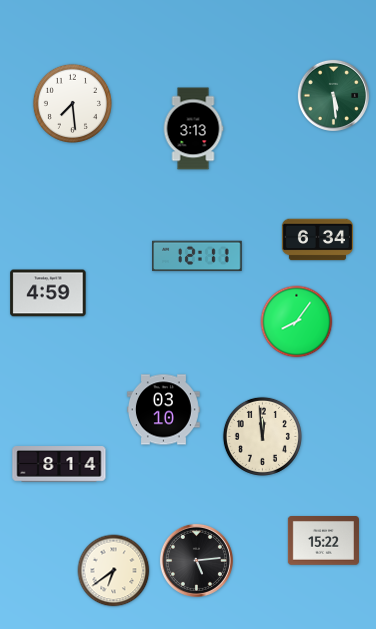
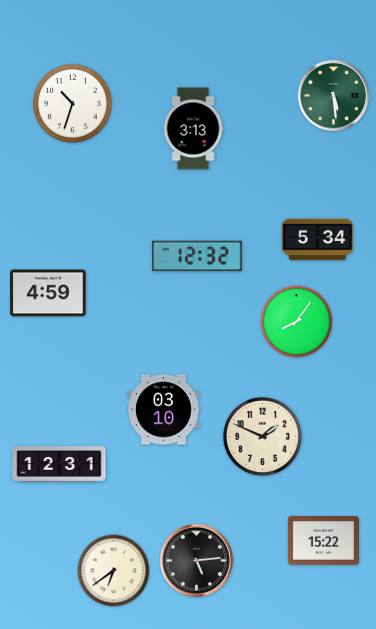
clock at (72, 103): 7:29 -> 10:33
clock at (317, 240): 6:34 -> 5:34
clock at (197, 256): 12:11 -> 12:32
clock at (262, 436): 11:59 -> 1:49
clock at (59, 464): 8:14 -> 12:31
